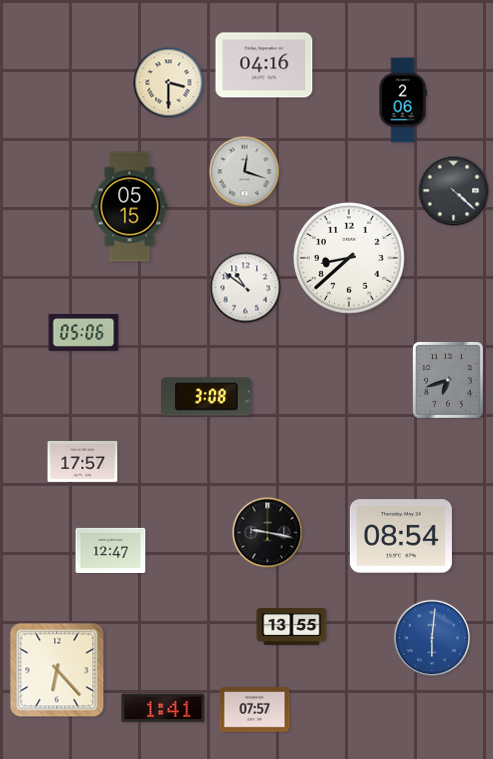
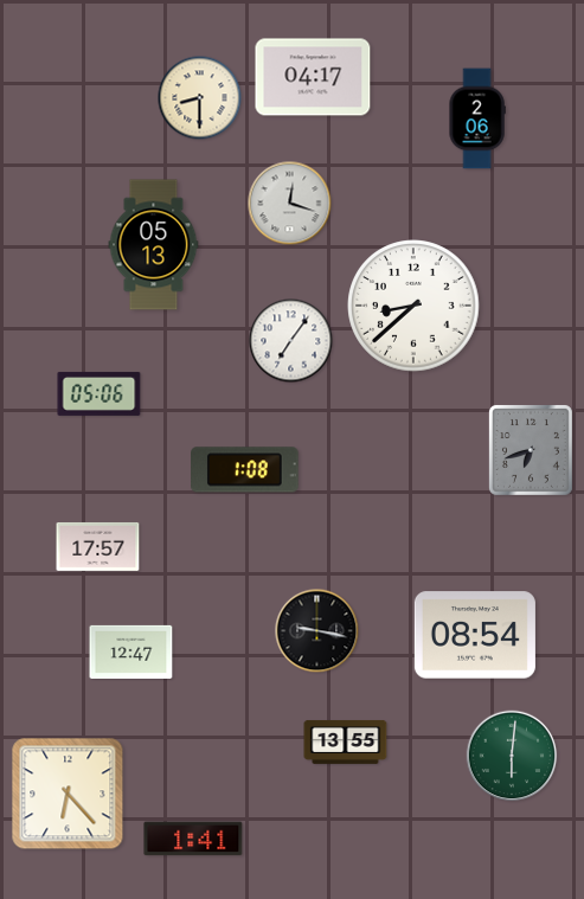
clock at (264, 65): 04:16 -> 04:17
clock at (169, 83): 3:30 -> 8:30
clock at (454, 191): 4:22 -> none
clock at (130, 207): 05:15 -> 05:13
clock at (246, 288): 10:51 -> 7:06
clock at (207, 397): 3:08 -> 1:08
clock at (432, 638) dial: blue -> green
clock at (255, 710): 07:57 -> none
